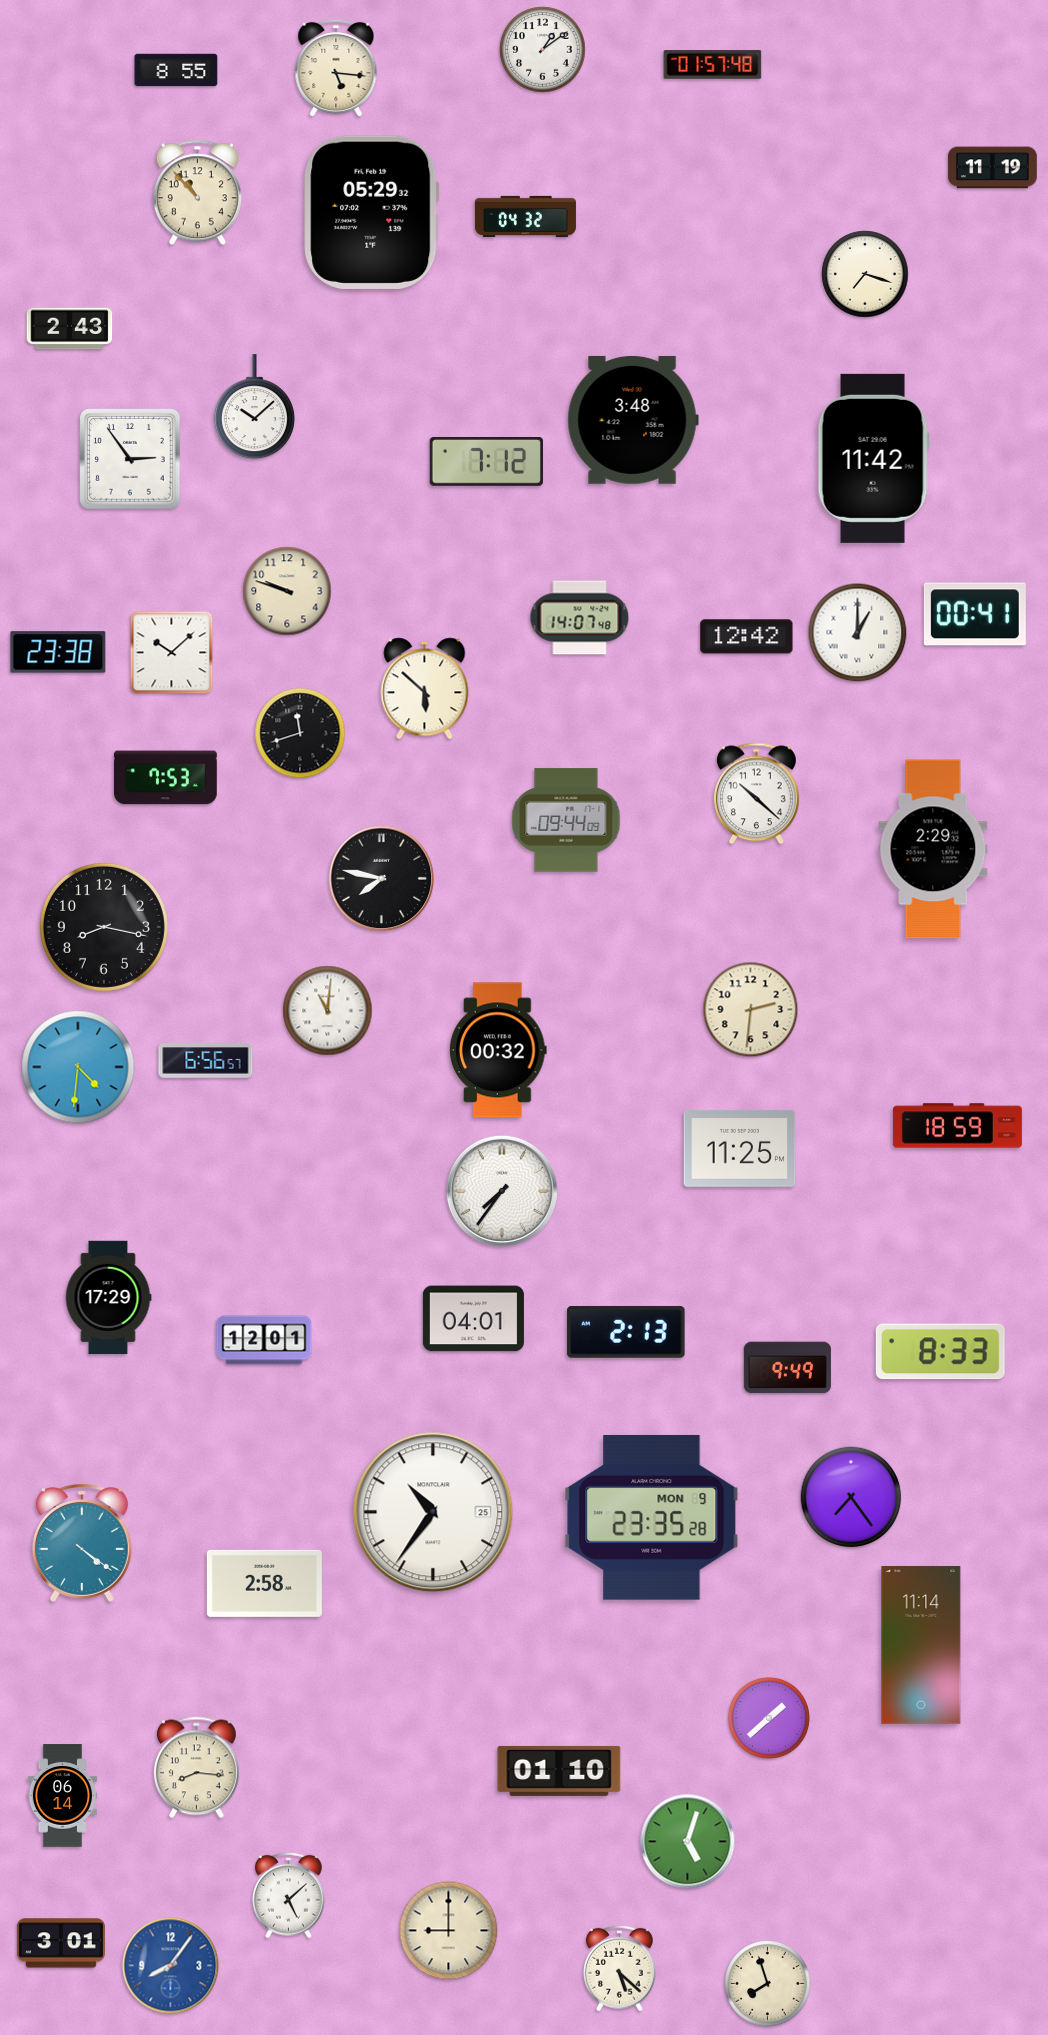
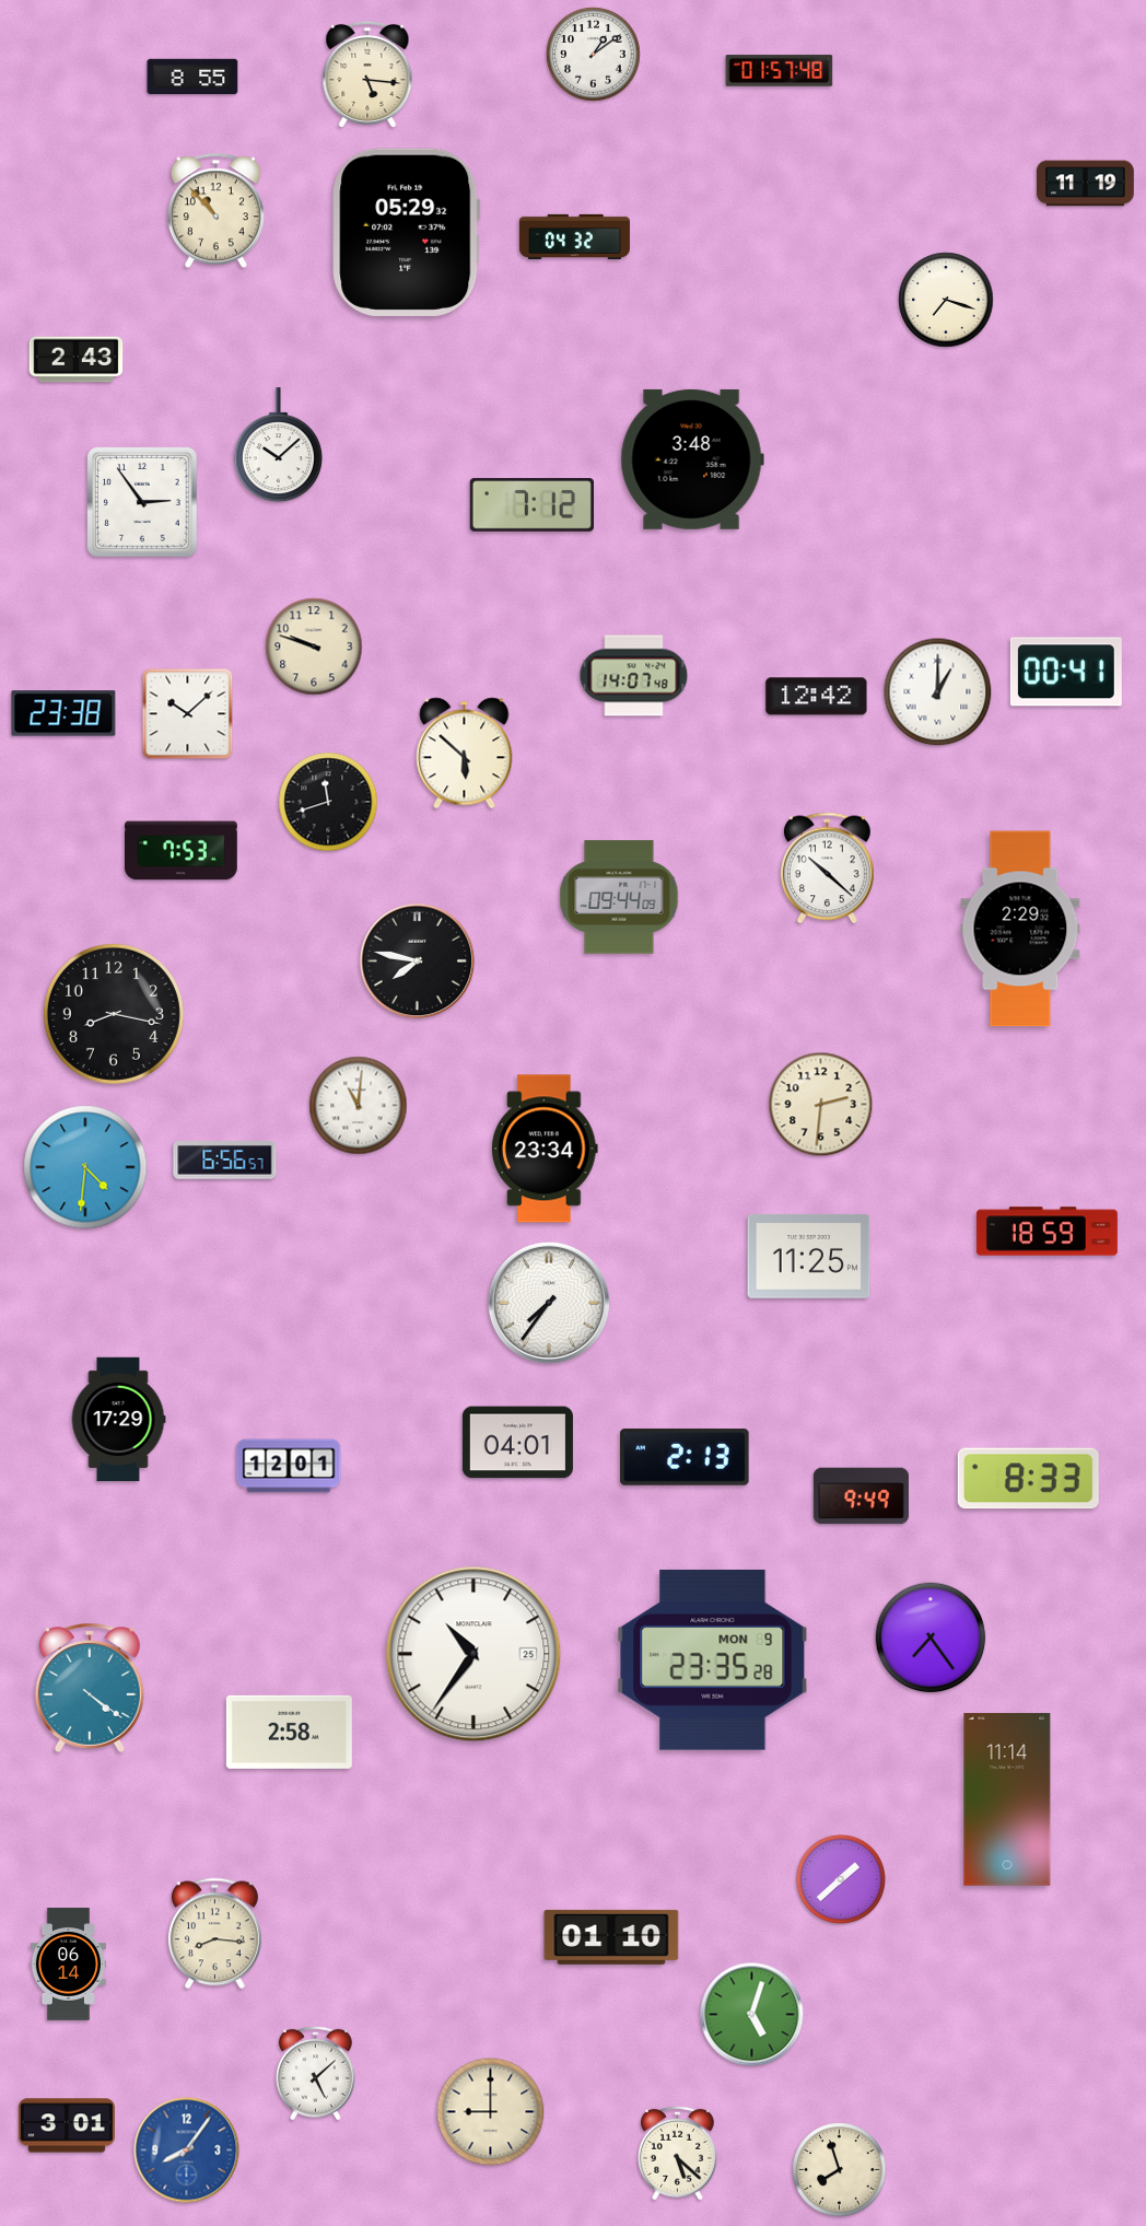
clock at (873, 458): 11:42 -> none
clock at (498, 1050): 00:32 -> 23:34
